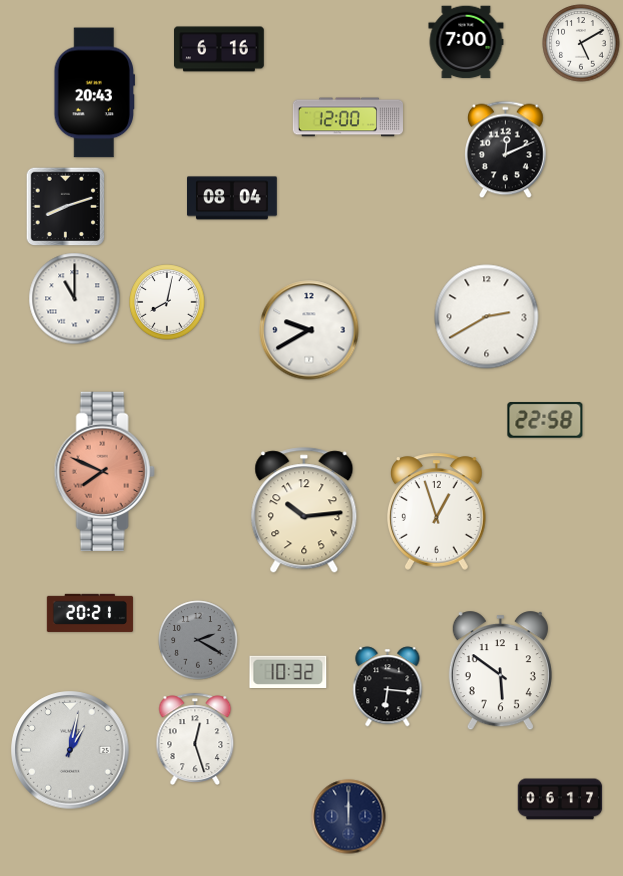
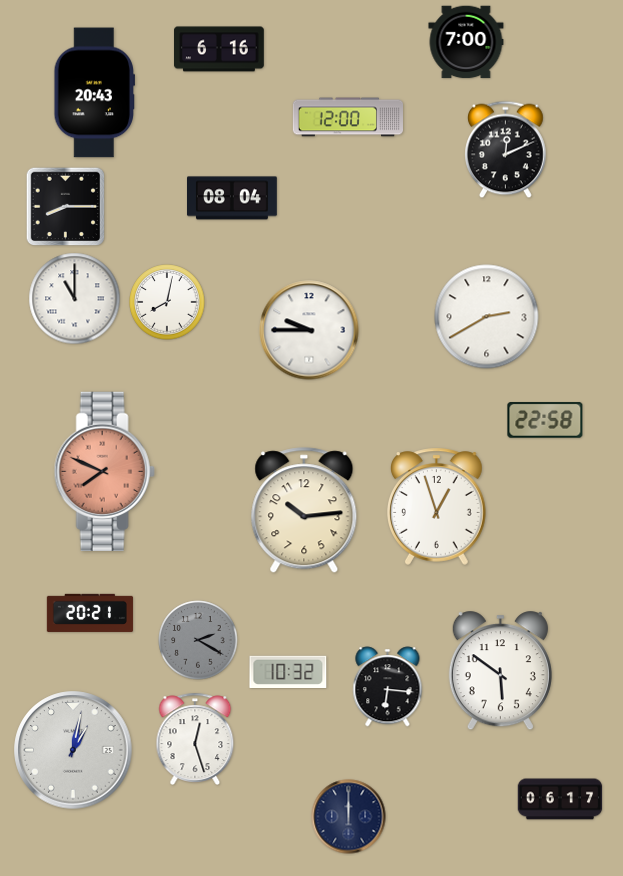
clock at (581, 43): 5:10 -> none
clock at (66, 207): 8:12 -> 8:15
clock at (309, 330): 9:40 -> 9:45
clock at (437, 511) position: (437, 511) -> (437, 506)
clock at (70, 750) position: (70, 750) -> (73, 750)
